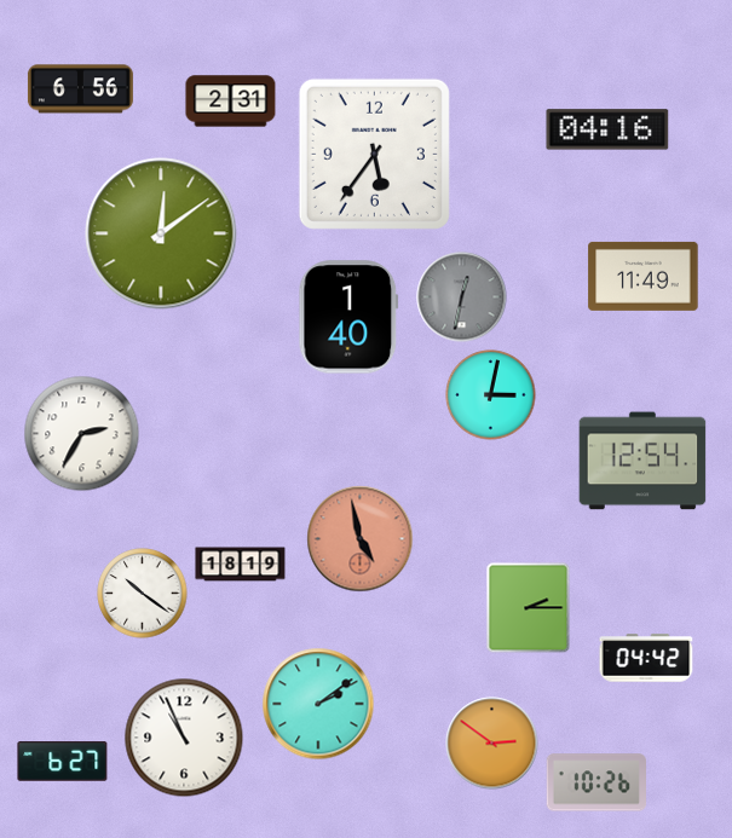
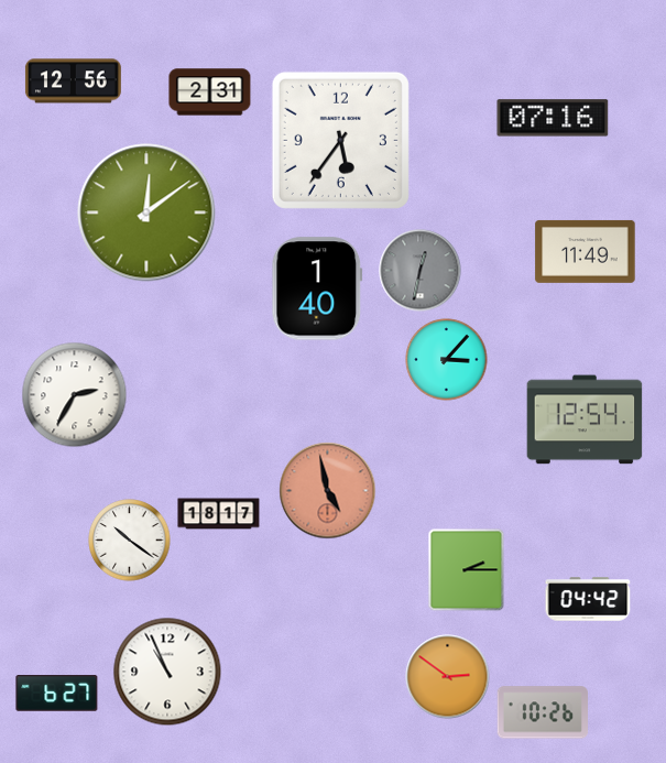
clock at (80, 89): 6:56 -> 12:56
clock at (607, 129): 04:16 -> 07:16
clock at (491, 395): 3:02 -> 3:07
clock at (241, 565): 18:19 -> 18:17
clock at (529, 608) position: (529, 608) -> (467, 570)
clock at (318, 704): 2:09 -> none
